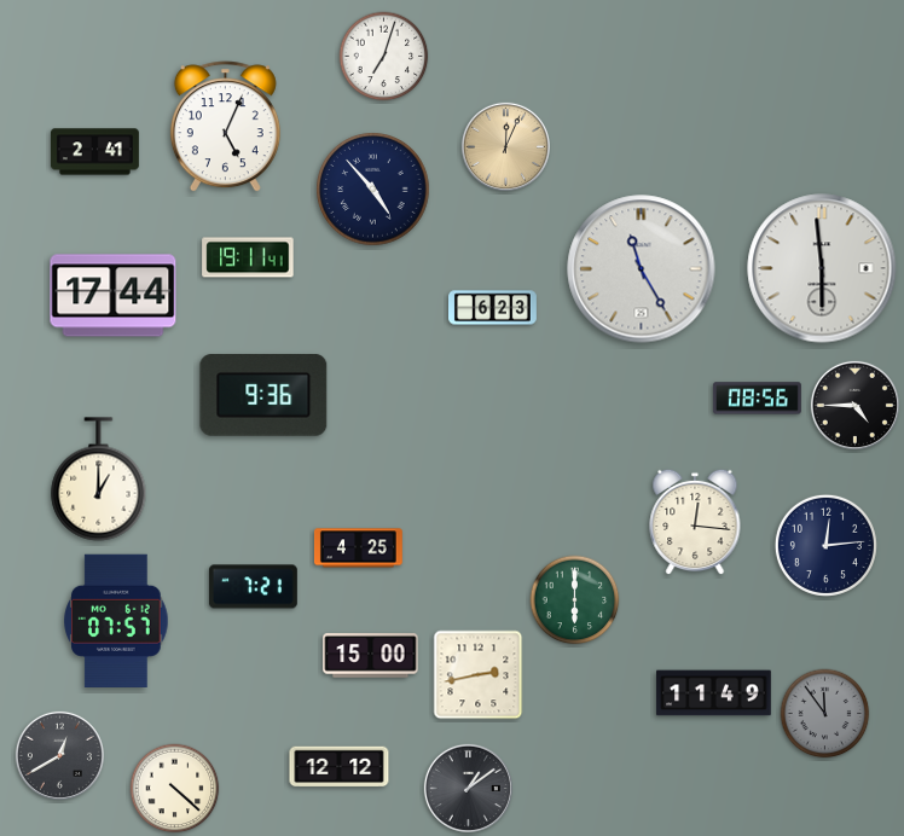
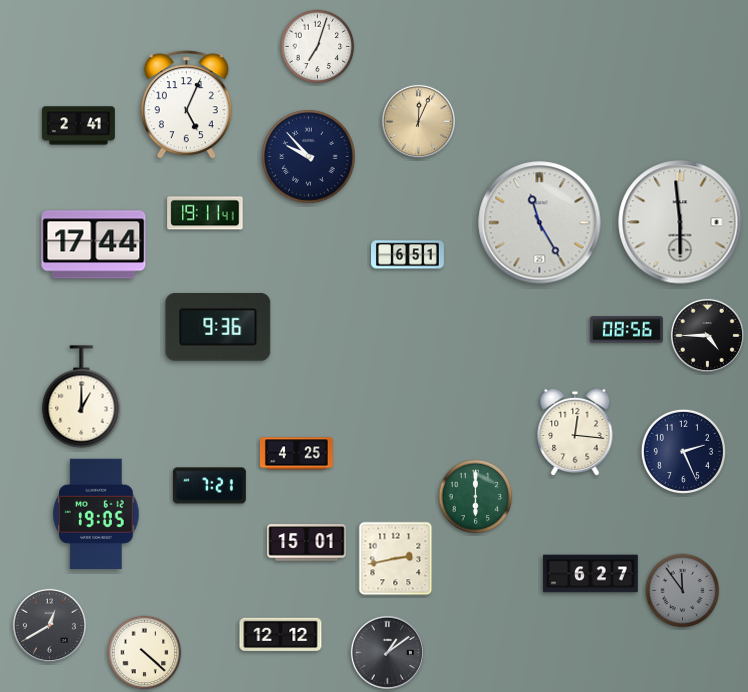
clock at (373, 190): 4:53 -> 9:53
clock at (642, 269) position: (642, 269) -> (540, 223)
clock at (493, 308): 6:23 -> 6:51
clock at (825, 545): 12:14 -> 2:26
clock at (116, 620): 07:57 -> 19:05
clock at (371, 656): 15:00 -> 15:01
clock at (714, 693): 11:49 -> 6:27
